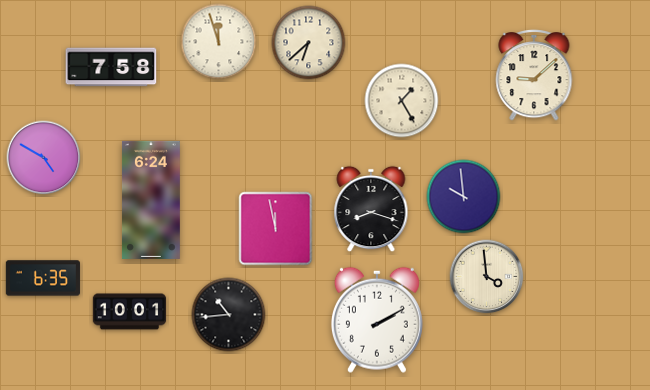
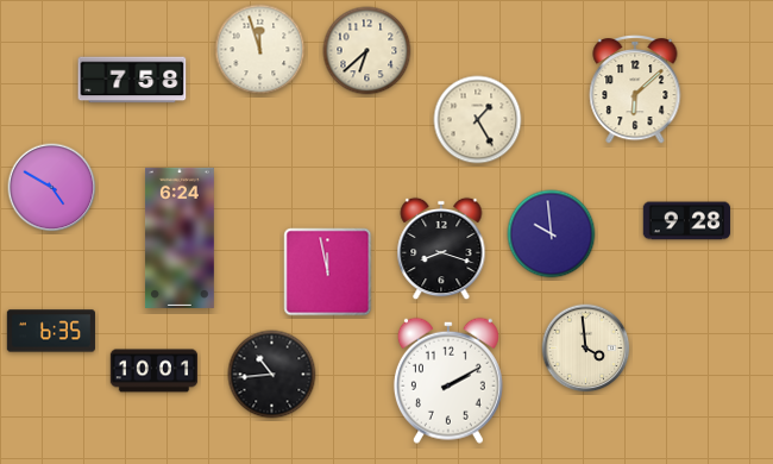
clock at (534, 75): 9:08 -> 6:08
clock at (687, 221): none -> 9:28
clock at (487, 277) position: (487, 277) -> (586, 349)
